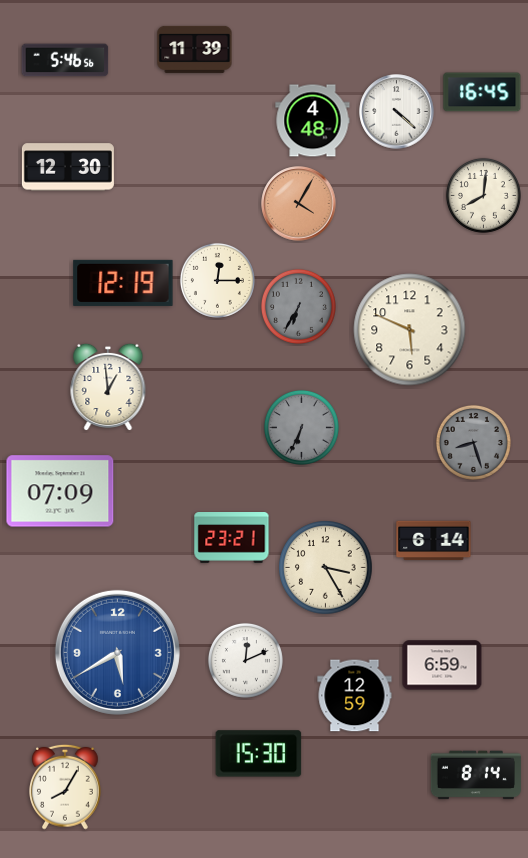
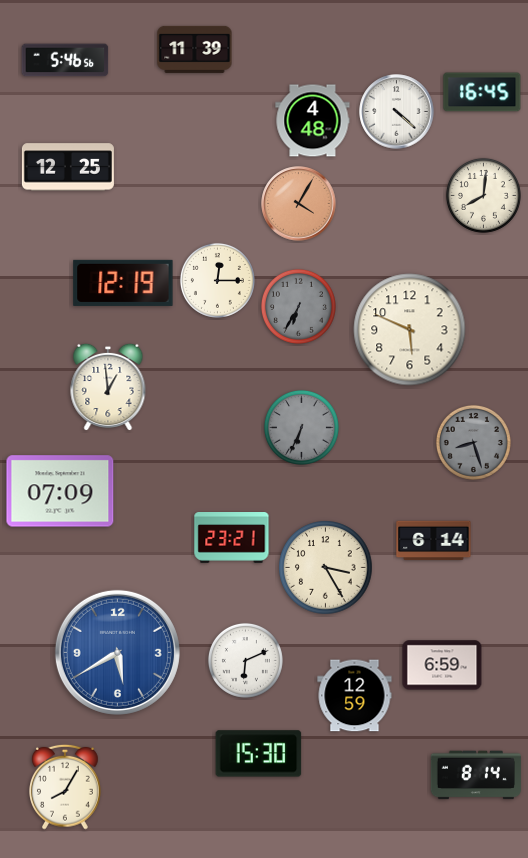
clock at (68, 167): 12:30 -> 12:25
clock at (245, 660): 12:11 -> 6:11
